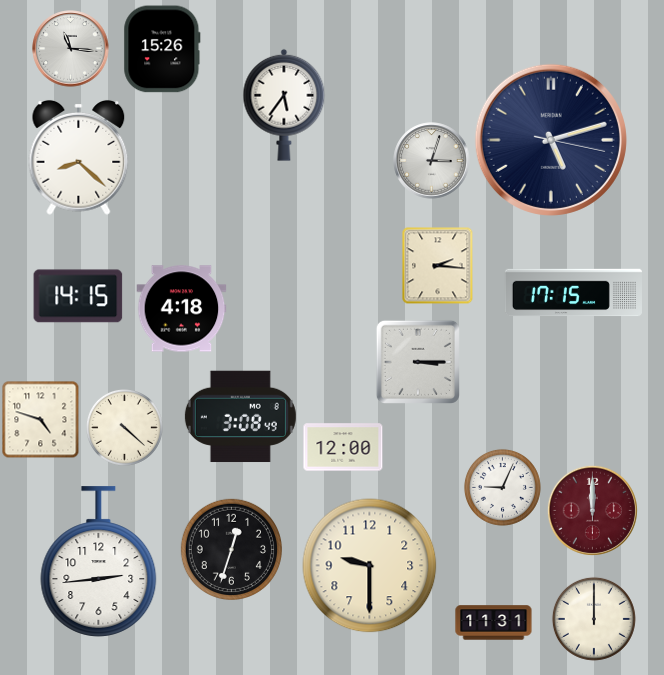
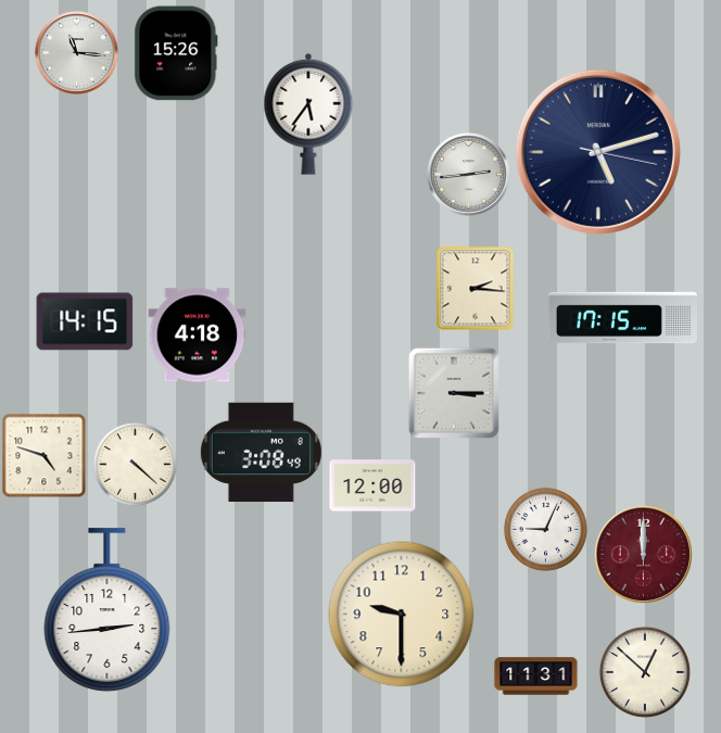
clock at (79, 157): 8:22 -> none
clock at (432, 161): 3:03 -> 2:44
clock at (231, 549): 12:33 -> none
clock at (594, 619): 12:00 -> 12:52
